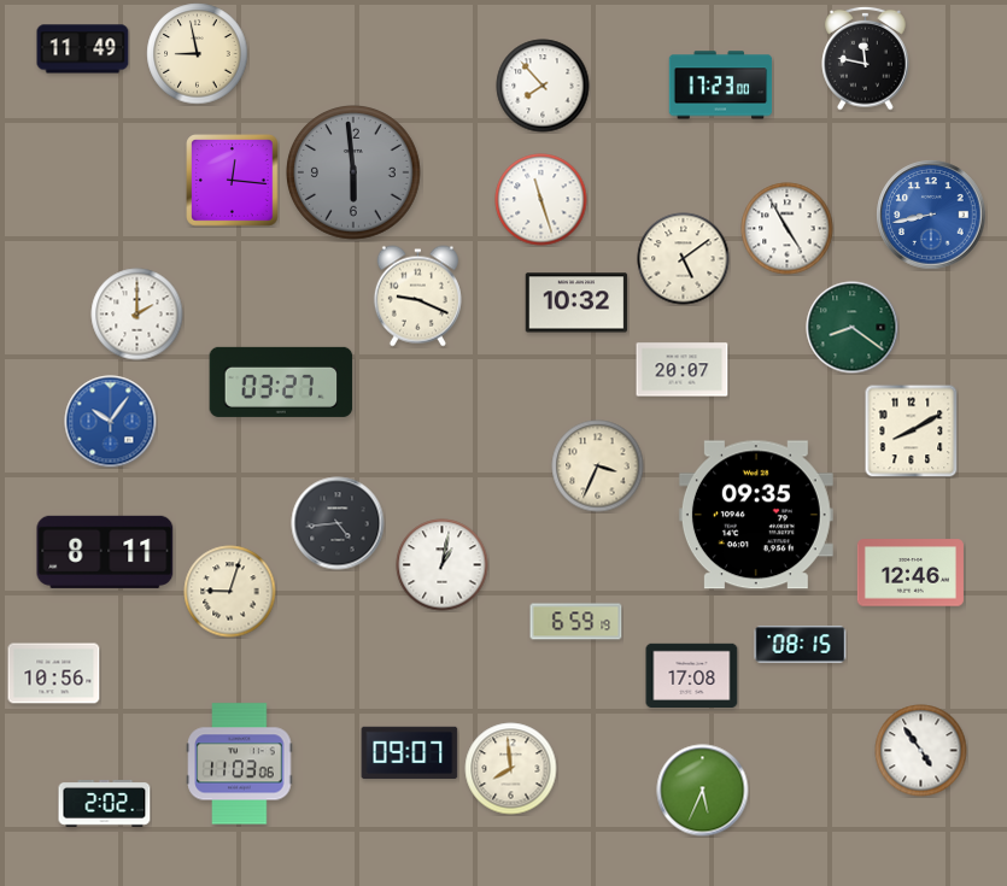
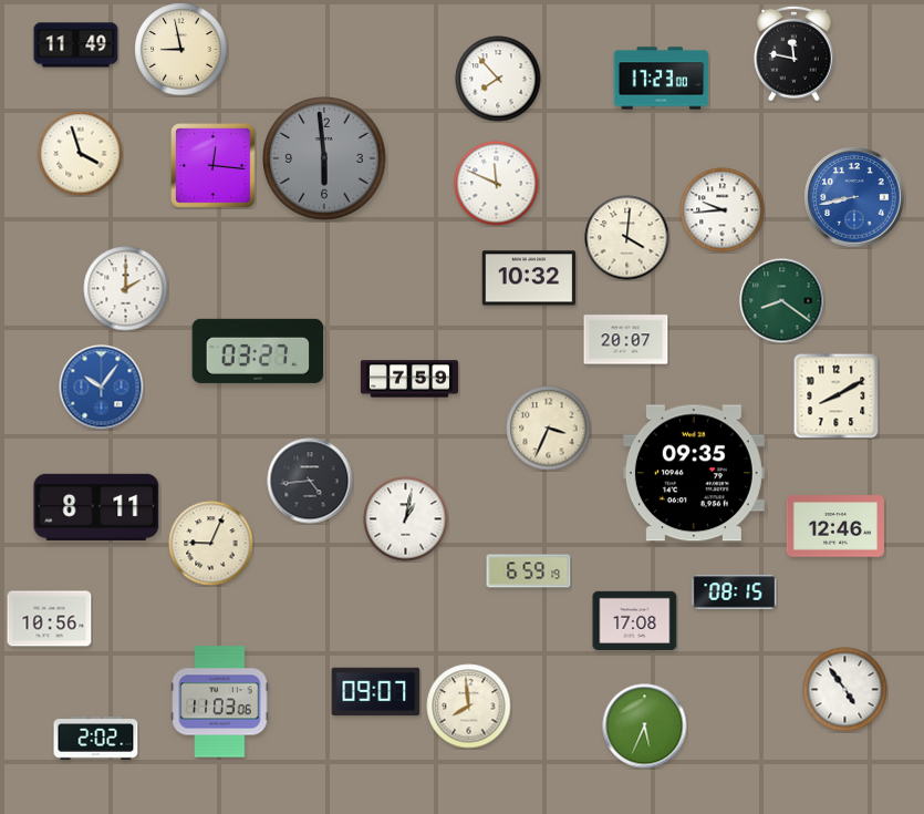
clock at (81, 154): none -> 3:57
clock at (541, 200): 11:27 -> 11:49
clock at (788, 229): 4:55 -> 9:44
clock at (684, 259): 5:09 -> 4:01
clock at (417, 297): 9:19 -> none
clock at (409, 379): none -> 7:59
clock at (230, 592): 9:03 -> 9:04
